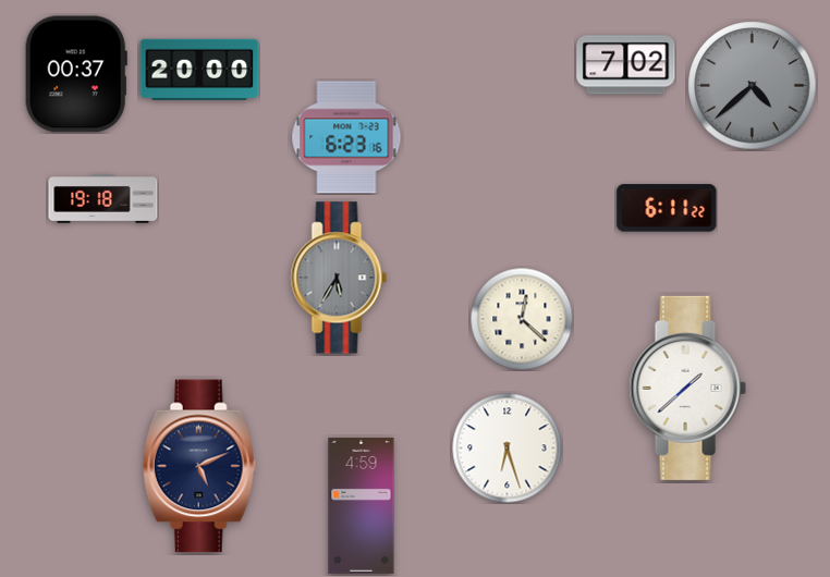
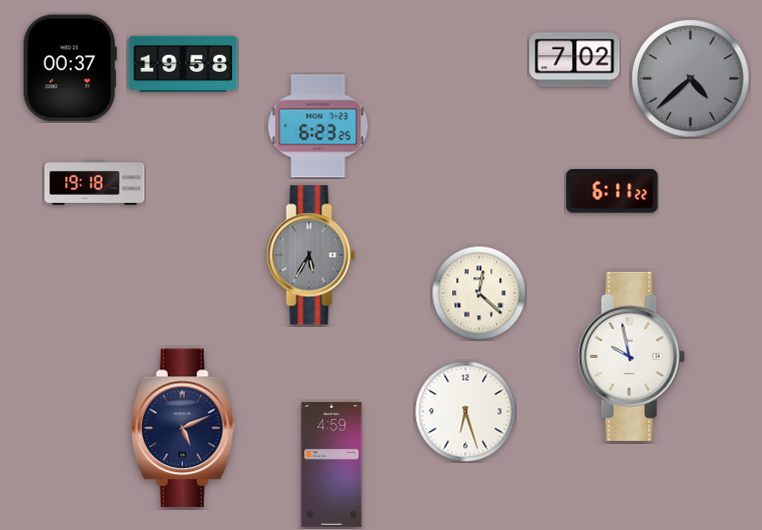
clock at (199, 70): 20:00 -> 19:58
clock at (346, 137): 6:23:16 -> 6:23:25
clock at (687, 388): 1:38 -> 9:58
